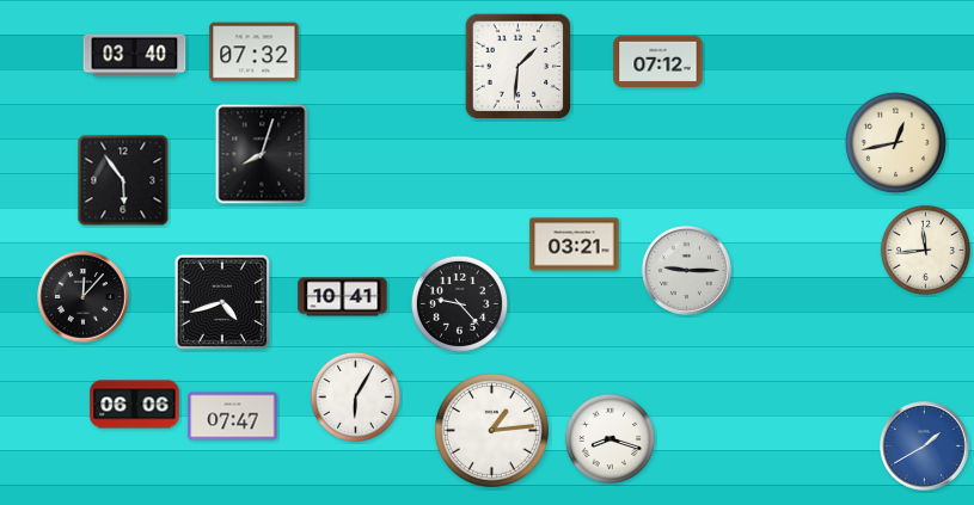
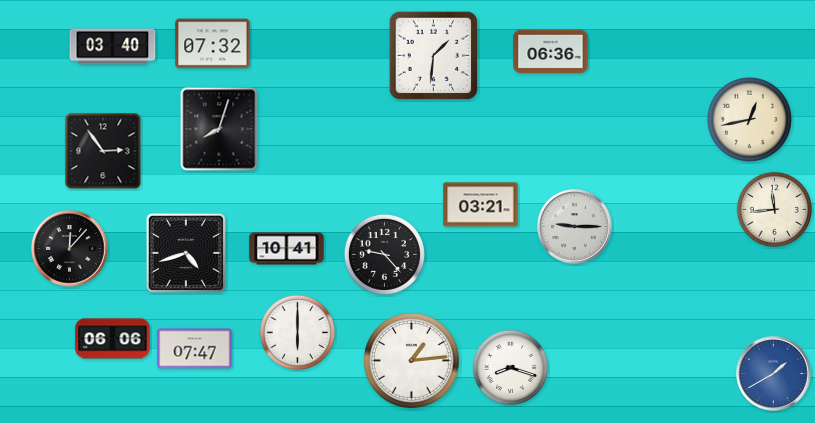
clock at (658, 61): 07:12 -> 06:36
clock at (123, 180): 5:54 -> 2:54
clock at (355, 396): 6:05 -> 6:00
